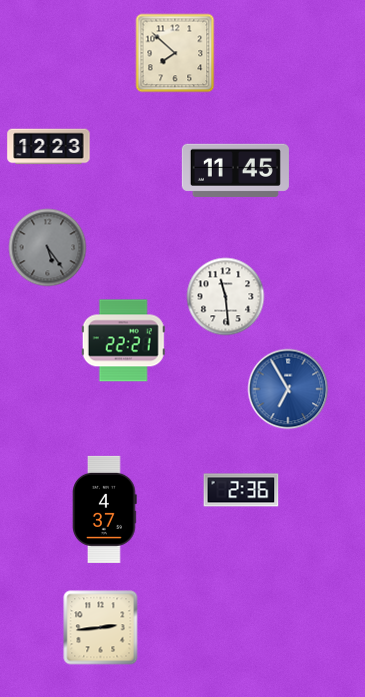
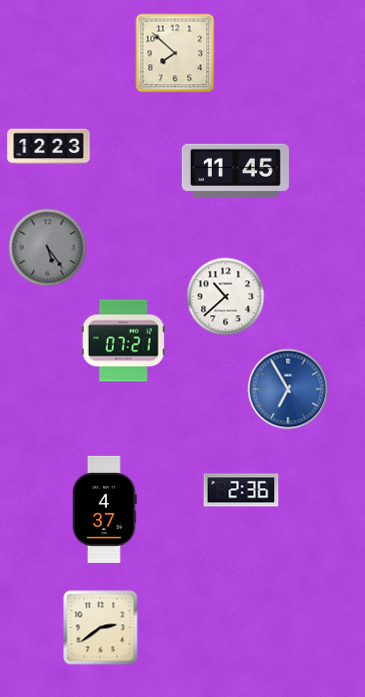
clock at (226, 297): 11:29 -> 10:38
clock at (123, 341): 22:21 -> 07:21
clock at (101, 628): 2:44 -> 2:39
